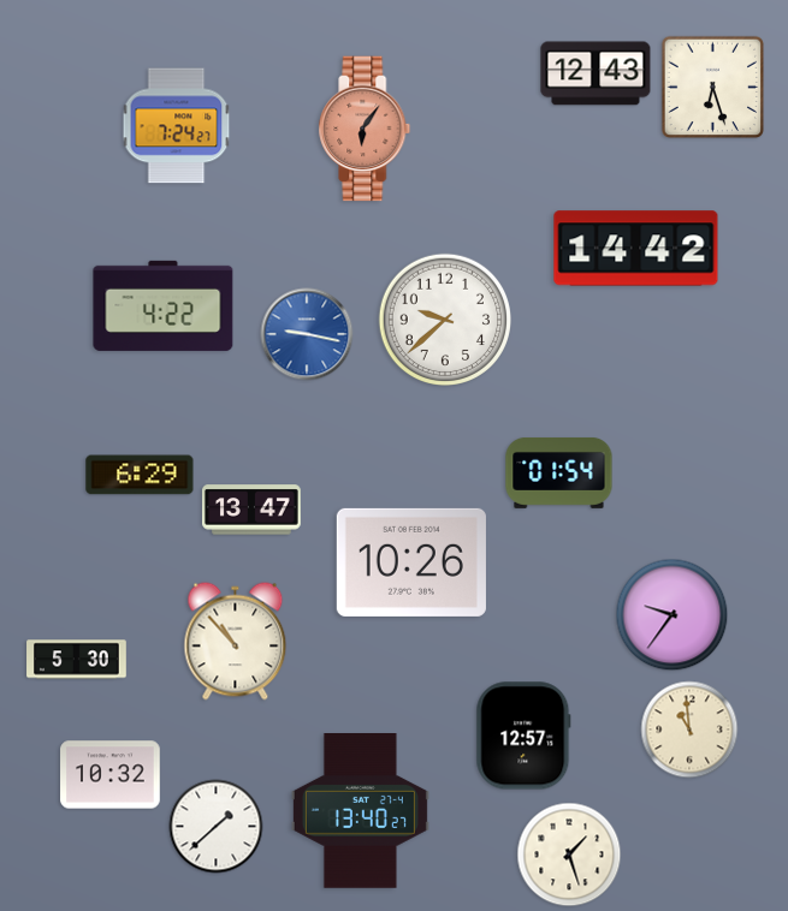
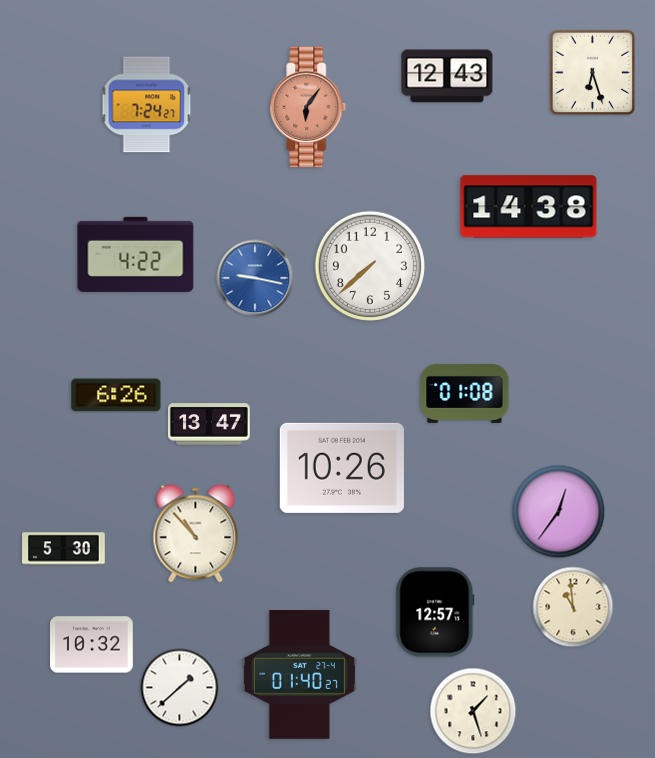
clock at (596, 73) position: (596, 73) -> (447, 76)
clock at (365, 129) position: (365, 129) -> (308, 107)
clock at (636, 249): 14:42 -> 14:38
clock at (444, 318): 9:38 -> 7:38
clock at (559, 474): 01:54 -> 01:08
clock at (140, 475): 6:29 -> 6:26
clock at (673, 615): 9:36 -> 12:36
clock at (360, 811): 13:40 -> 01:40
